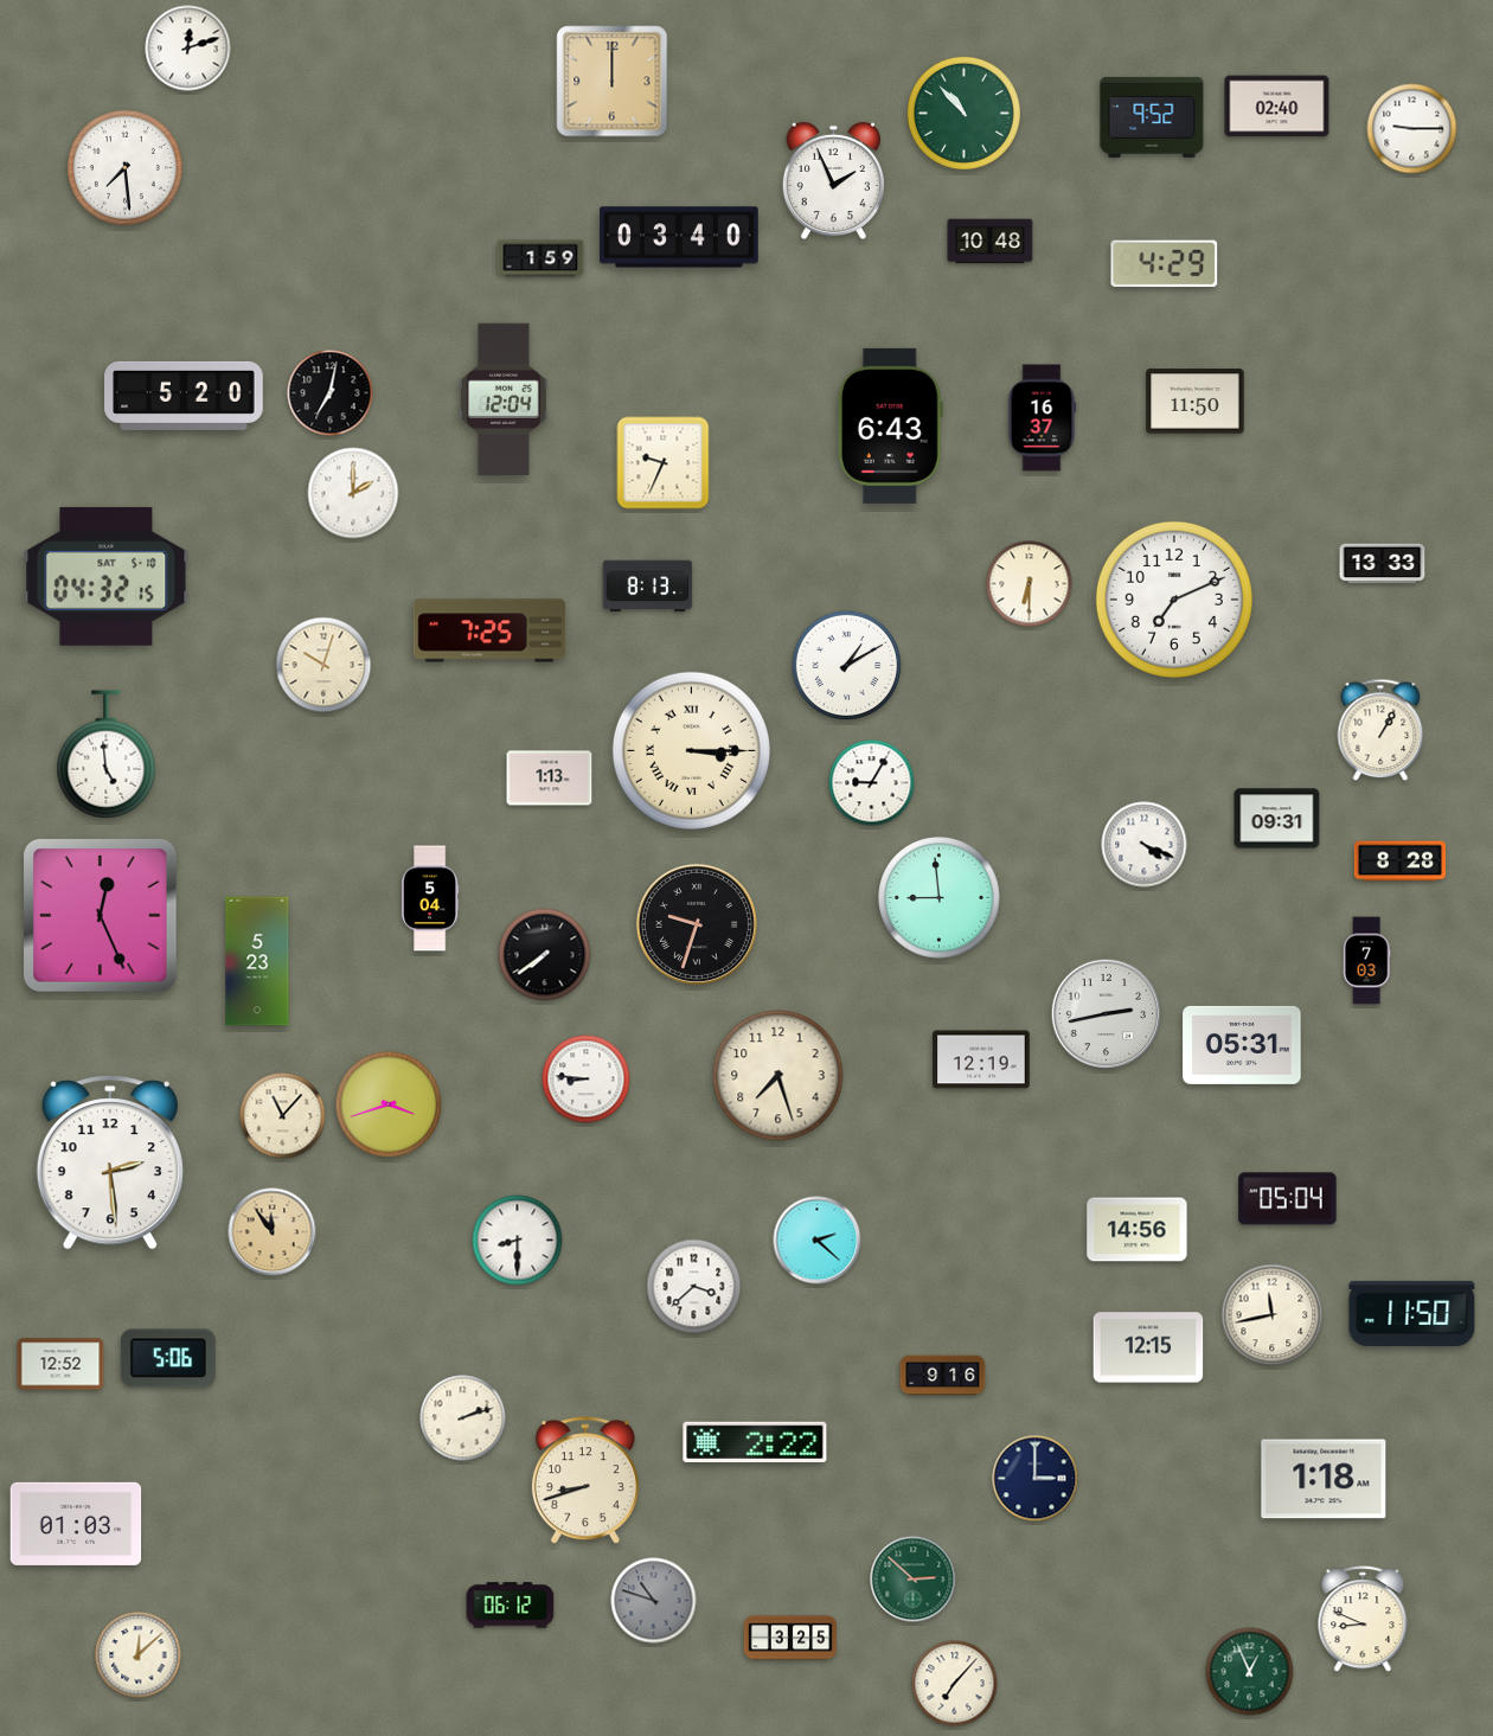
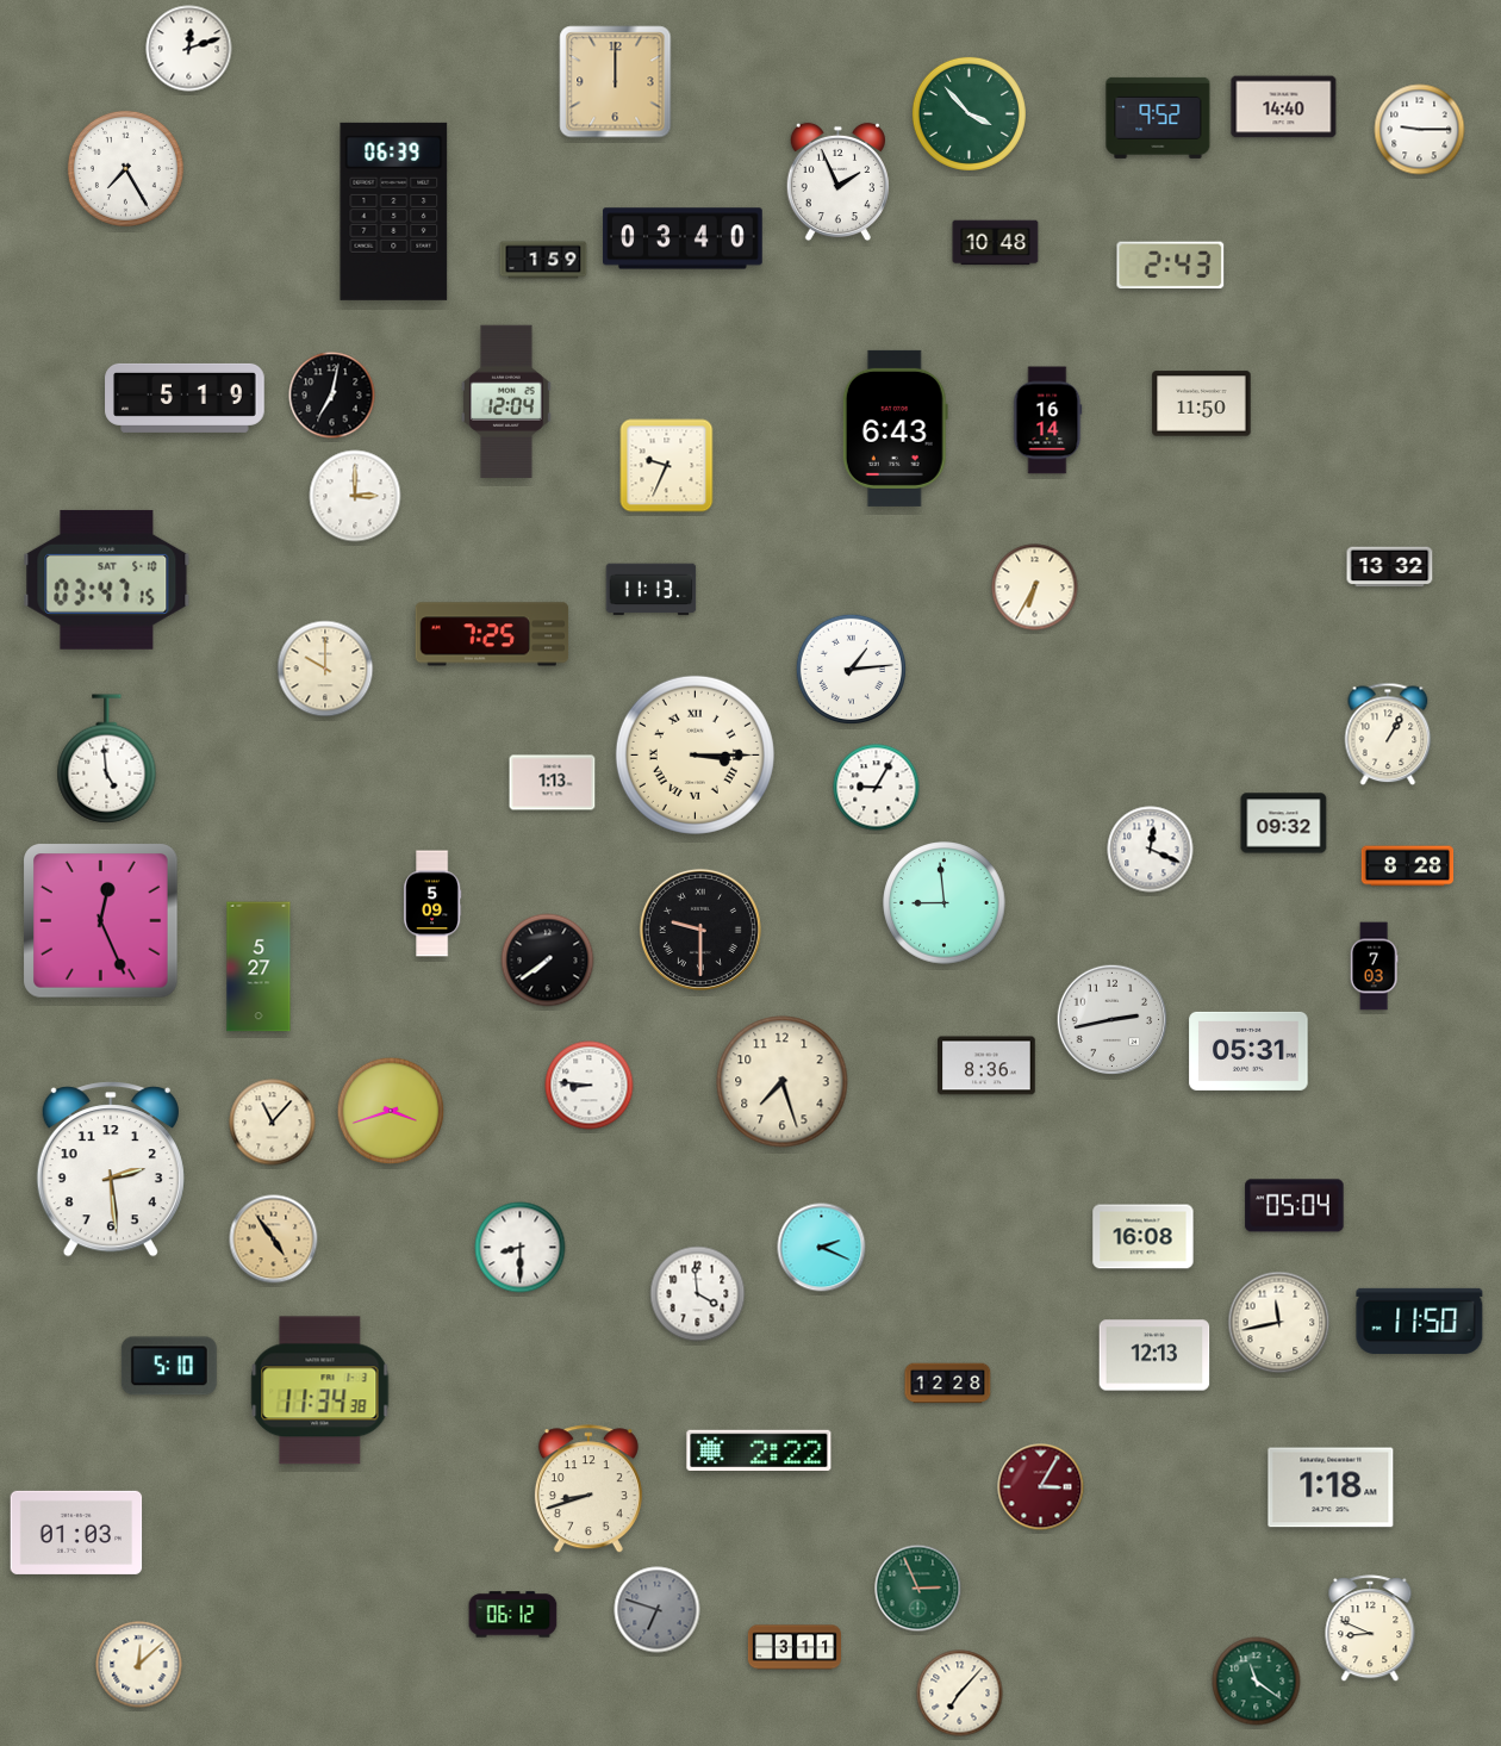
clock at (1277, 107): 02:40 -> 14:40
clock at (963, 113): 10:53 -> 3:53
clock at (124, 167): 7:29 -> 7:25
clock at (394, 211): none -> 06:39
clock at (1165, 264): 4:29 -> 2:43
clock at (184, 396): 5:20 -> 5:19
clock at (1042, 418): 16:37 -> 16:14
clock at (353, 493): 2:00 -> 3:00
clock at (1383, 564): 13:33 -> 13:32
clock at (107, 576): 04:32 -> 03:47
clock at (1030, 584): 6:30 -> 6:35
clock at (648, 587): 8:13 -> 11:13
clock at (1174, 600): 7:11 -> none
clock at (323, 665): 10:03 -> 10:00
clock at (847, 666): 1:10 -> 1:14
clock at (1277, 819): 09:31 -> 09:32
clock at (1145, 845): 4:19 -> 12:19
clock at (430, 898): 5:04 -> 5:09
clock at (697, 924): 9:33 -> 9:30
clock at (257, 961): 5:23 -> 5:27
clock at (981, 1059): 12:19 -> 8:36
clock at (283, 1116) position: (283, 1116) -> (273, 1123)
clock at (1138, 1230): 14:56 -> 16:08
clock at (273, 1232): 11:54 -> 4:54
clock at (818, 1241): 2:22 -> 2:19
clock at (694, 1287): 3:38 -> 3:59
clock at (1148, 1347): 12:15 -> 12:13
clock at (168, 1358): 5:06 -> 5:10
clock at (60, 1364): 12:52 -> none
clock at (943, 1376): 9:16 -> 12:28
clock at (320, 1391): none -> 11:34
clock at (463, 1418): 2:12 -> none
clock at (1036, 1479): 3:00 -> 3:05
clock at (1036, 1479) dial: navy -> burgundy
clock at (914, 1580): 2:52 -> 2:56
clock at (654, 1601): 10:48 -> 6:48
clock at (790, 1638): 3:25 -> 3:11
clock at (1250, 1672): 12:56 -> 11:21
